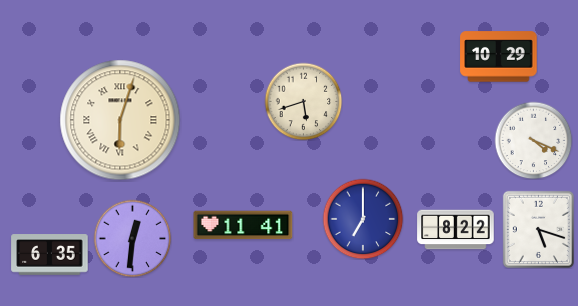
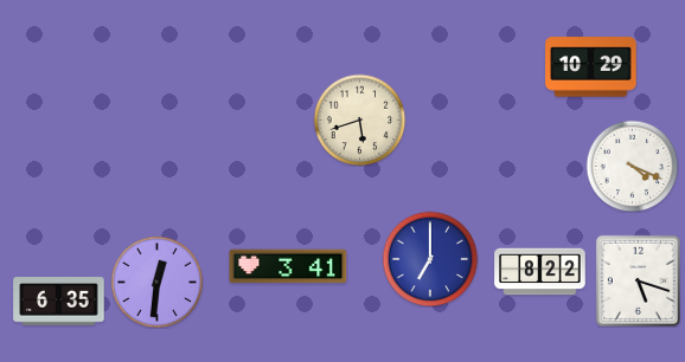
clock at (120, 120): 6:03 -> none
clock at (243, 225): 11:41 -> 3:41
clock at (538, 229) position: (538, 229) -> (638, 280)
